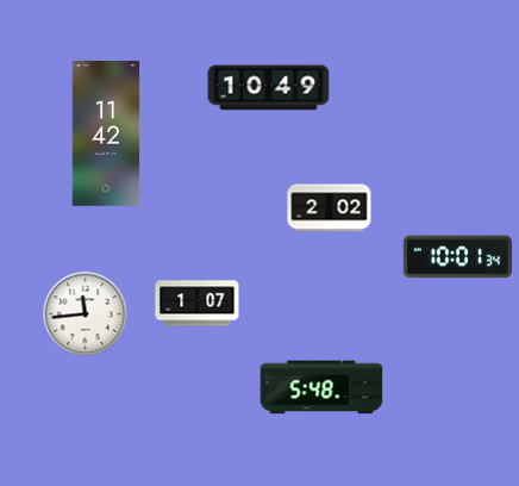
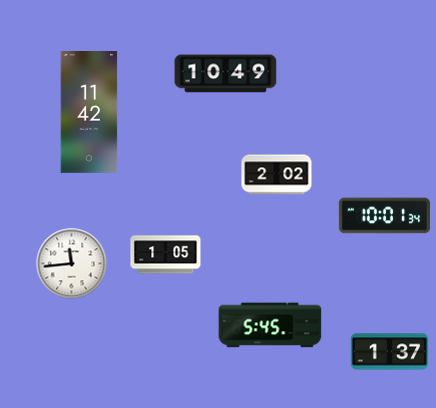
clock at (198, 304): 1:07 -> 1:05
clock at (321, 387): 5:48 -> 5:45
clock at (389, 352): none -> 1:37
